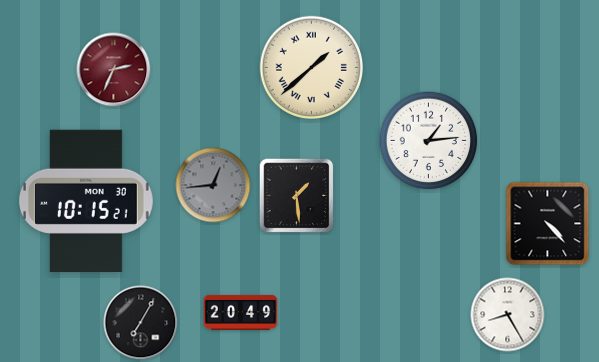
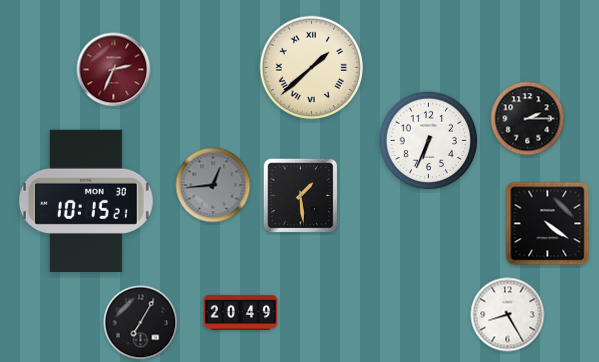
clock at (528, 119): none -> 2:15
clock at (429, 141): 1:14 -> 6:34
clock at (297, 196) position: (297, 196) -> (301, 196)
clock at (548, 224): 4:23 -> 4:21
